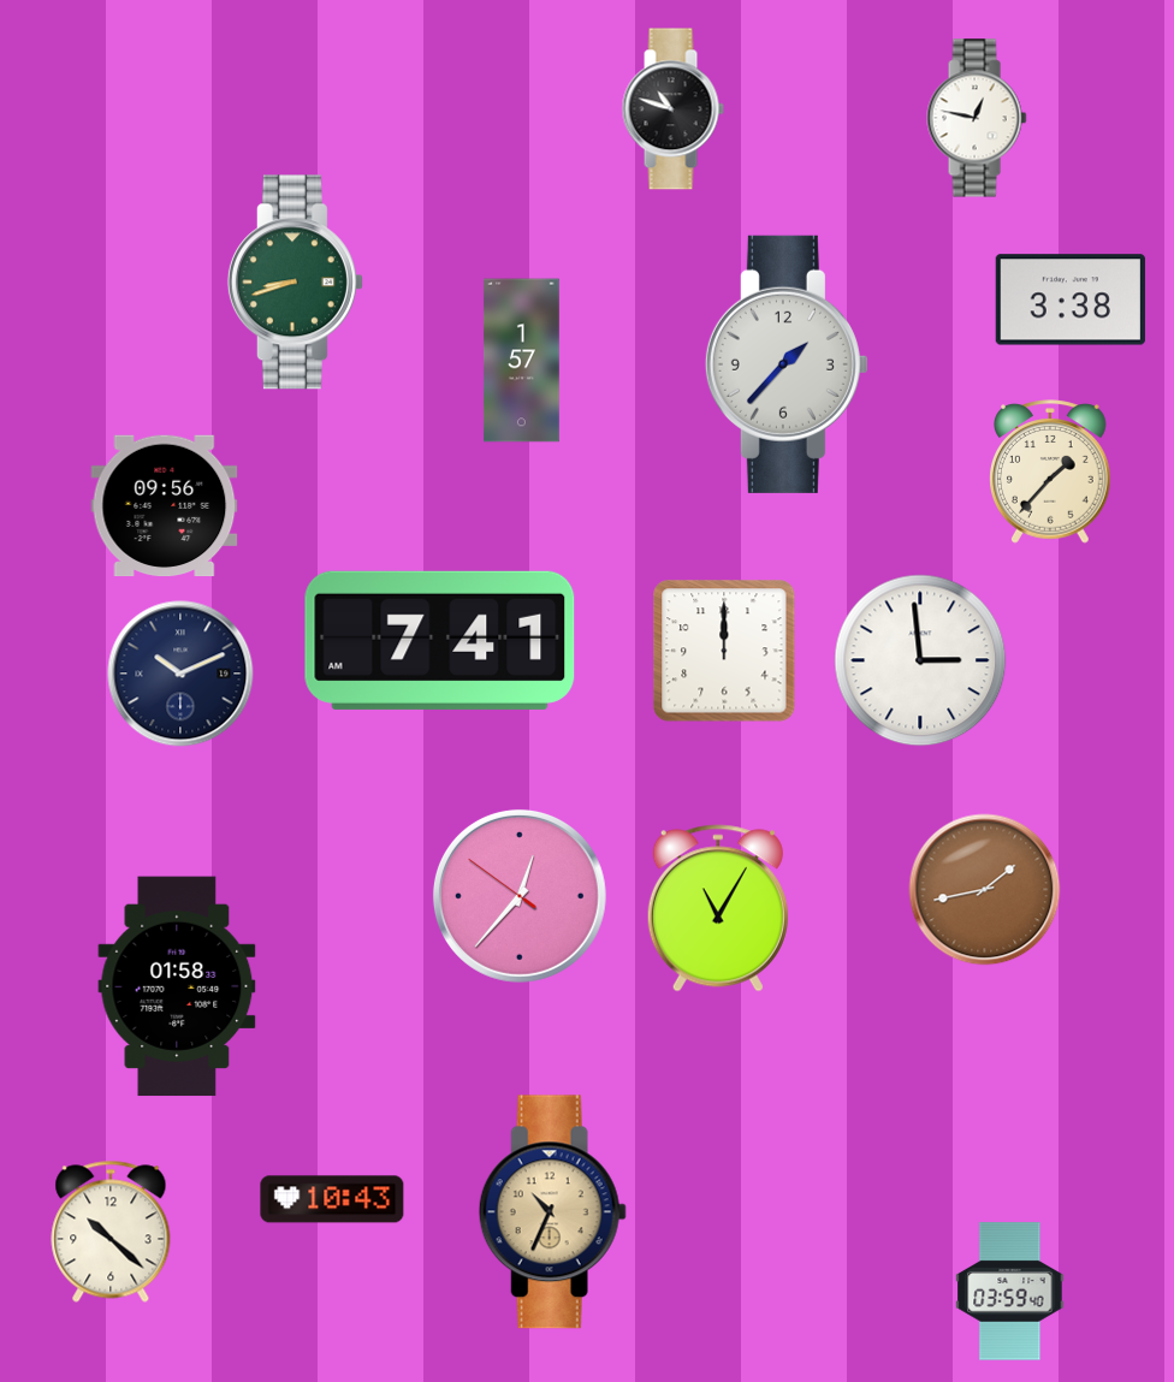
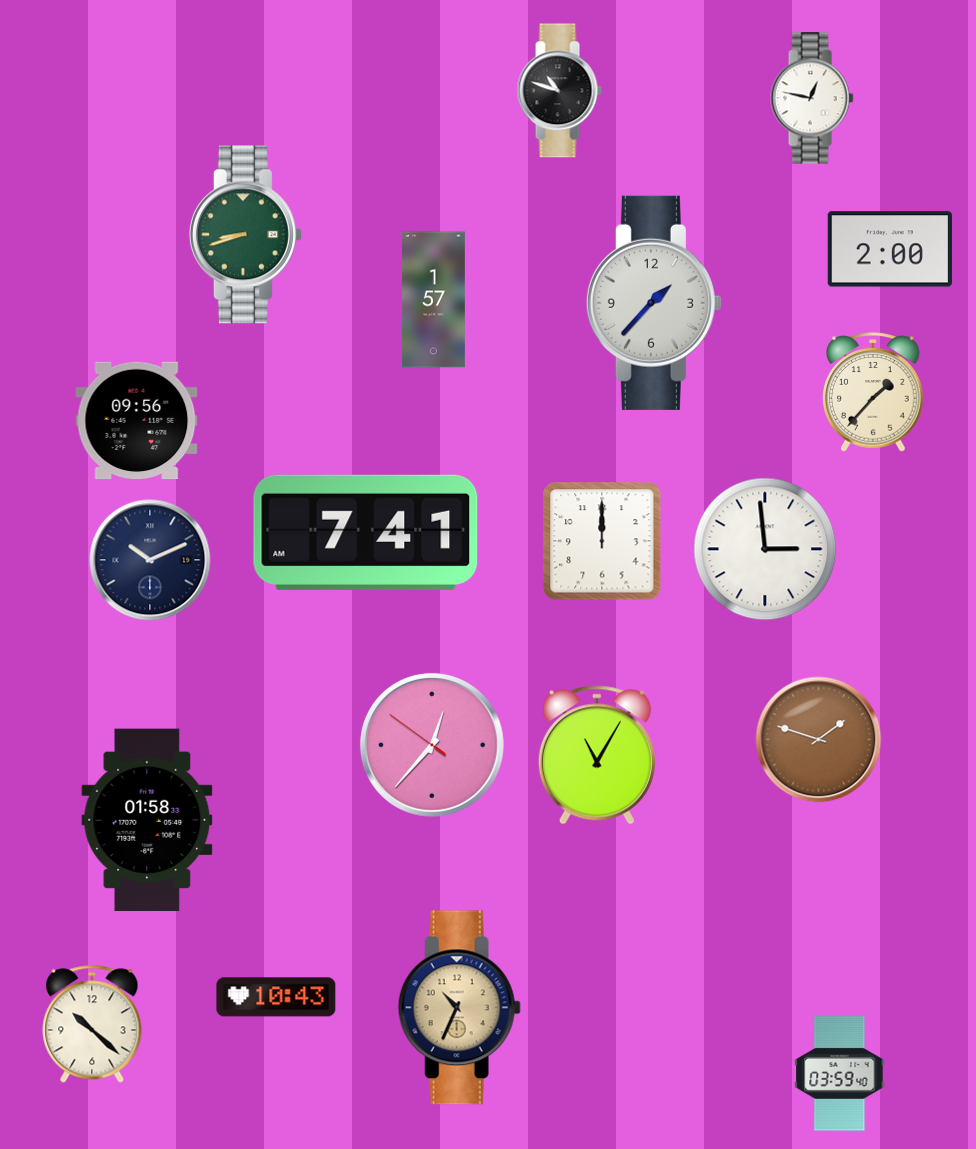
clock at (1071, 299): 3:38 -> 2:00
clock at (985, 890): 1:43 -> 1:48
